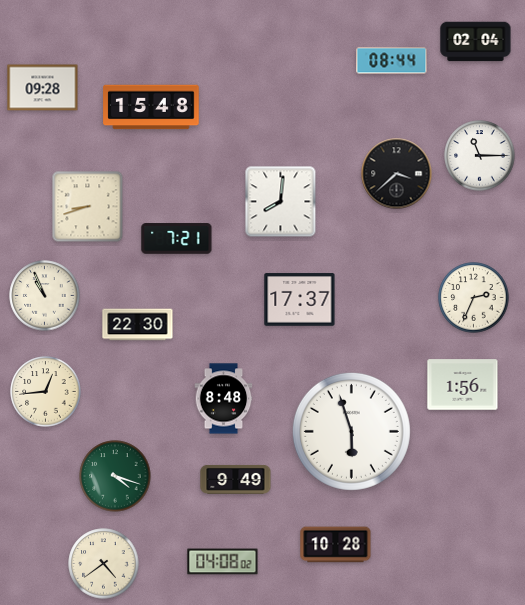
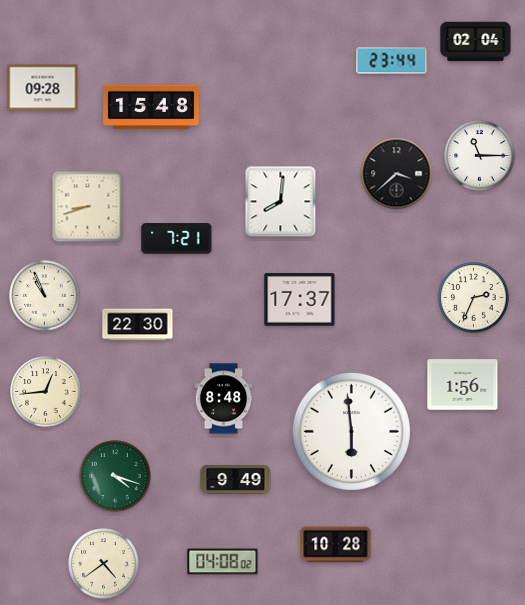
clock at (392, 61): 08:44 -> 23:44
clock at (351, 431): 5:57 -> 5:59
